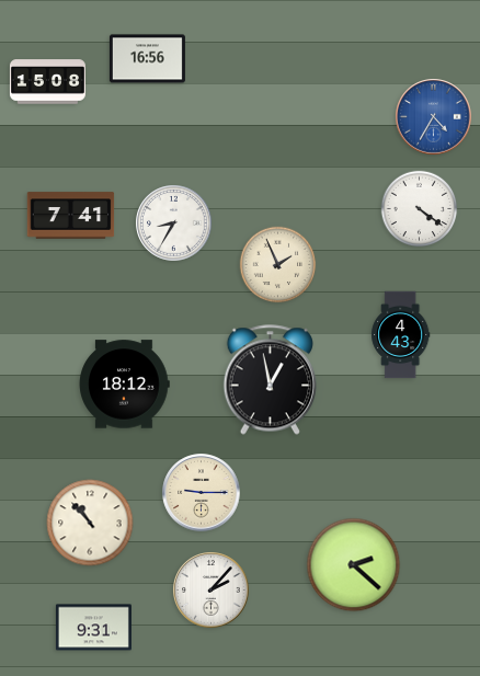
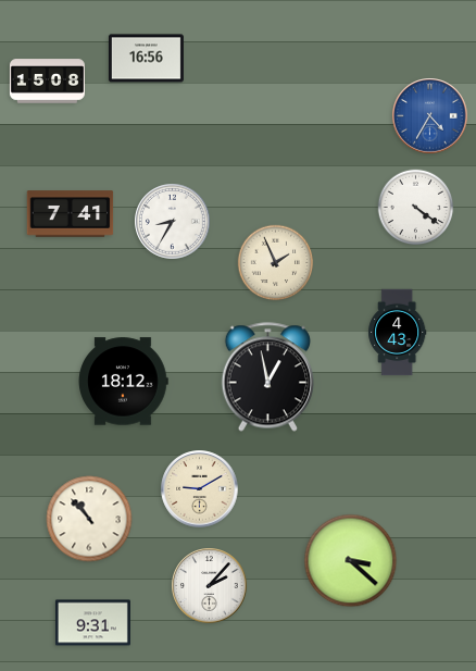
clock at (202, 493): 9:15 -> 9:10
clock at (354, 565): 2:22 -> 3:22
